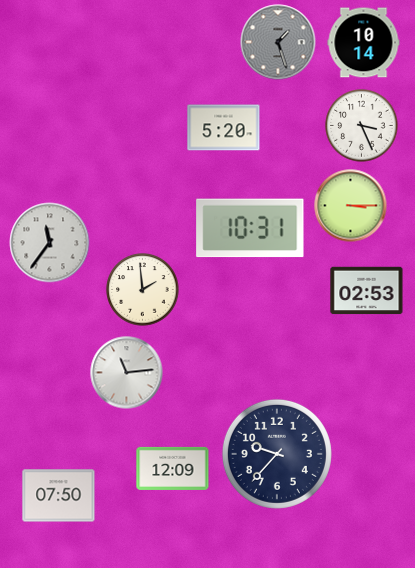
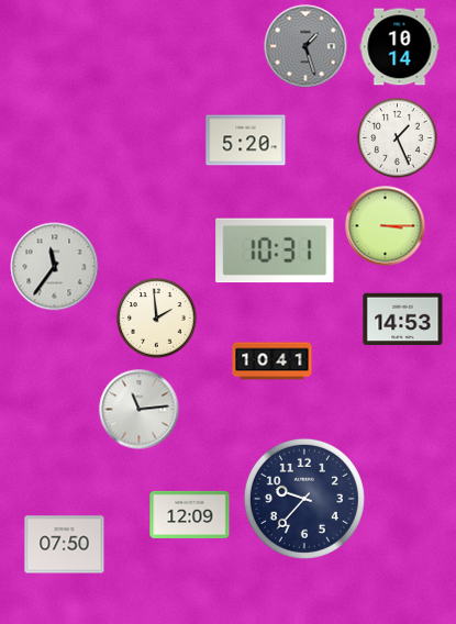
clock at (362, 126): 3:26 -> 1:26
clock at (367, 291): 02:53 -> 14:53
clock at (273, 361): none -> 10:41
